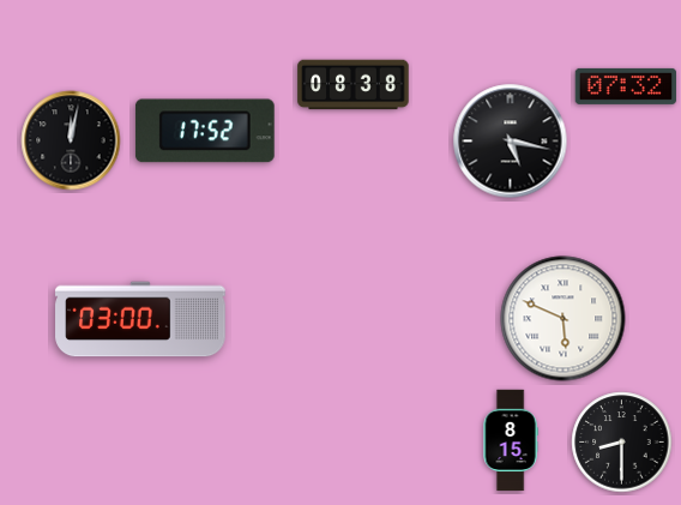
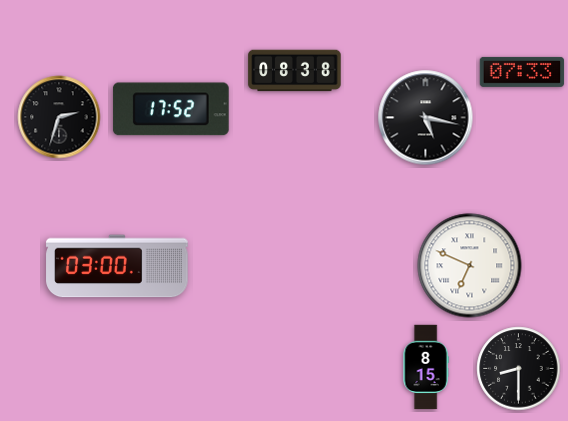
clock at (626, 86): 07:32 -> 07:33
clock at (71, 140): 12:02 -> 2:33
clock at (564, 319): 5:49 -> 6:49
